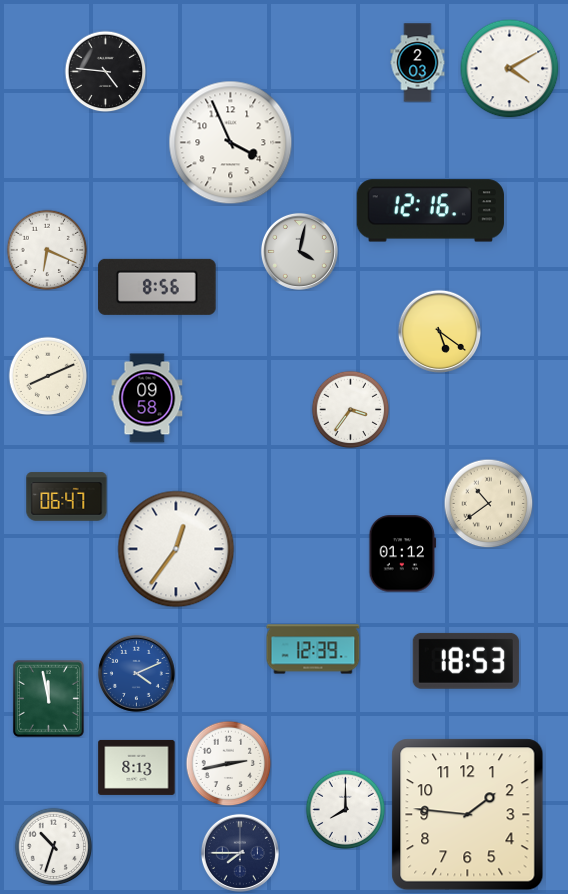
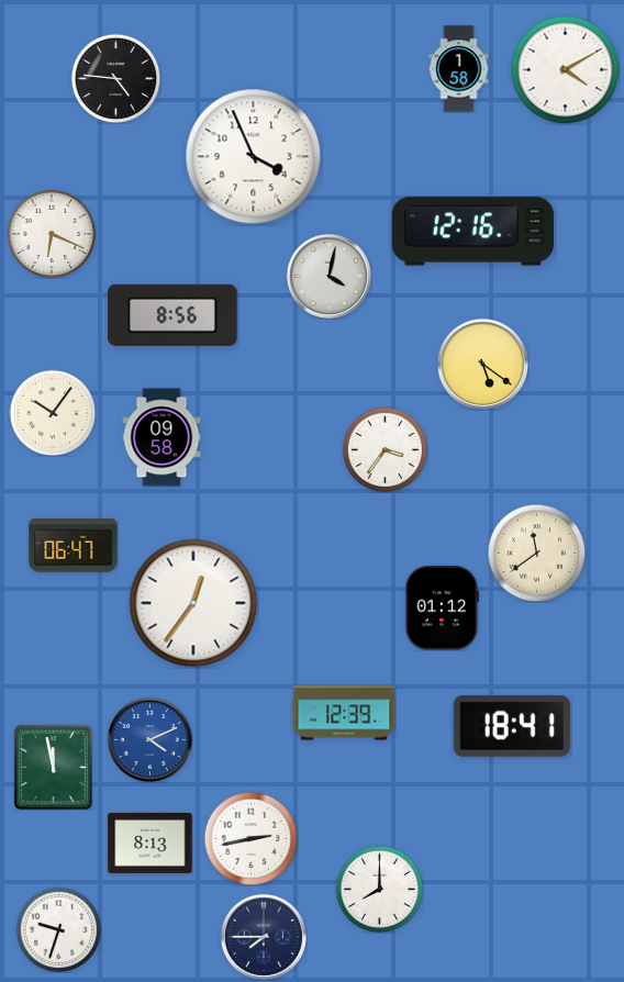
clock at (418, 63): 2:03 -> 1:58
clock at (510, 69) position: (510, 69) -> (566, 70)
clock at (47, 250) position: (47, 250) -> (52, 234)
clock at (48, 376): 8:11 -> 10:06
clock at (488, 503): 10:39 -> 11:39
clock at (466, 661): 18:53 -> 18:41
clock at (468, 815): 1:46 -> none
clock at (53, 846): 10:33 -> 9:33
